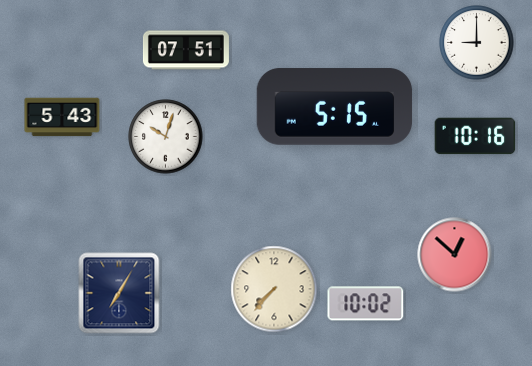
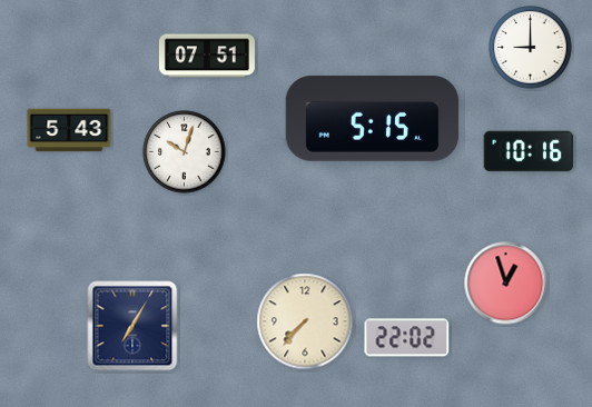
clock at (455, 255): 12:52 -> 12:57
clock at (366, 304): 10:02 -> 22:02
